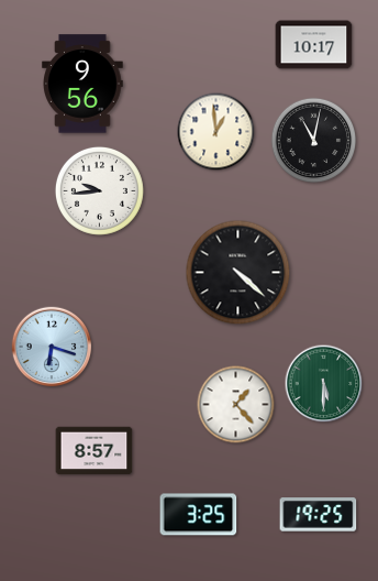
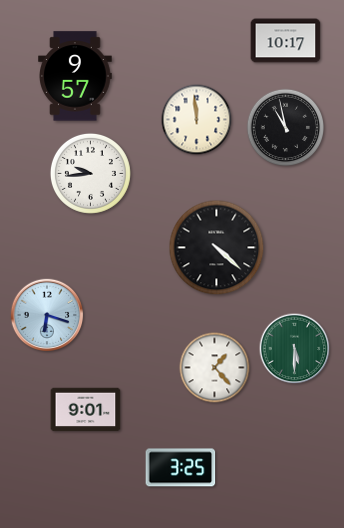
clock at (82, 84): 9:56 -> 9:57
clock at (216, 132): 12:59 -> 11:59
clock at (314, 141): 11:02 -> 10:58
clock at (94, 451): 8:57 -> 9:01
clock at (319, 515): 19:25 -> none
